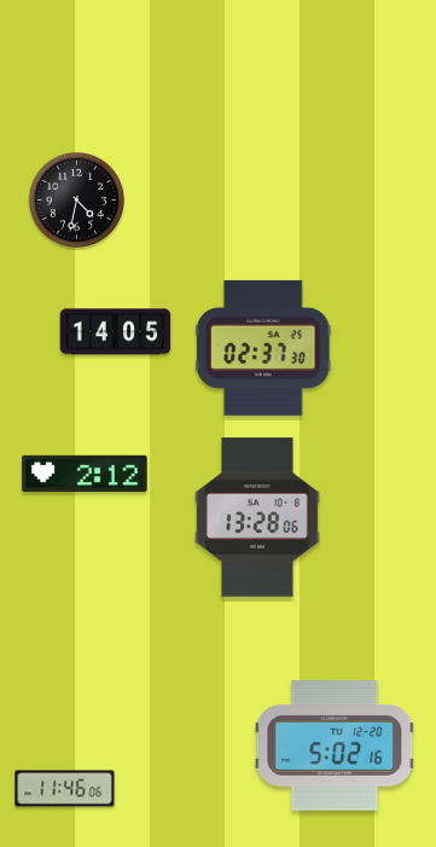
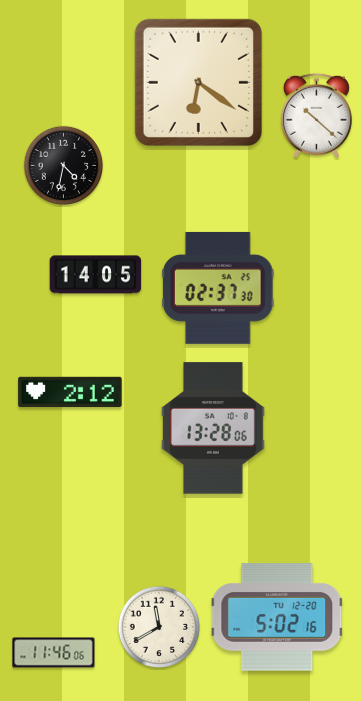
clock at (198, 82): none -> 6:21
clock at (316, 115): none -> 10:22
clock at (159, 627): none -> 11:40
